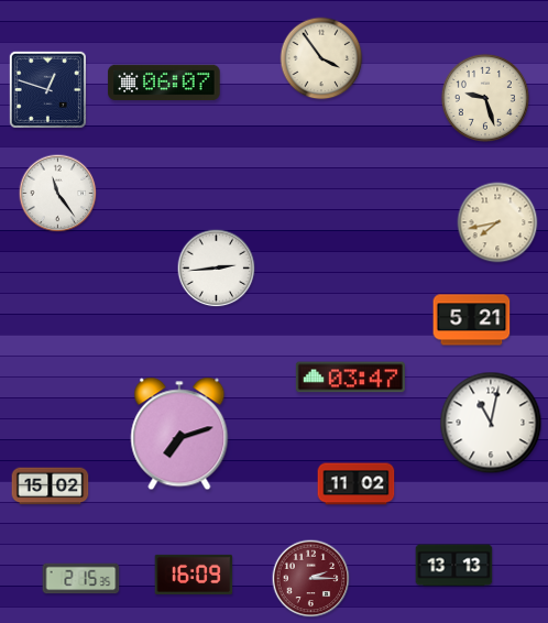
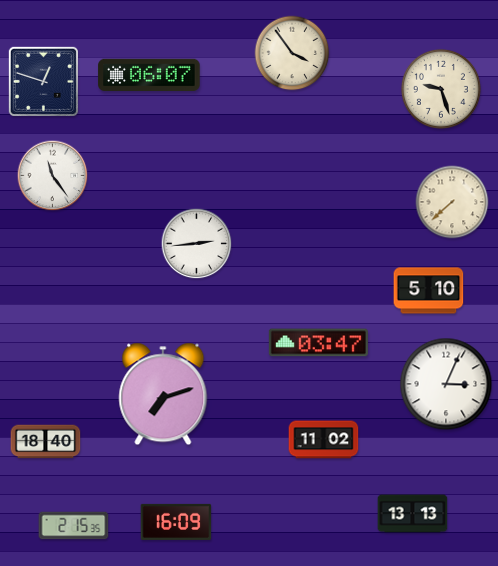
clock at (497, 222): 7:43 -> 7:38
clock at (472, 320): 5:21 -> 5:10
clock at (491, 423): 11:02 -> 3:04
clock at (51, 487): 15:02 -> 18:40
clock at (311, 579): 2:15 -> none
